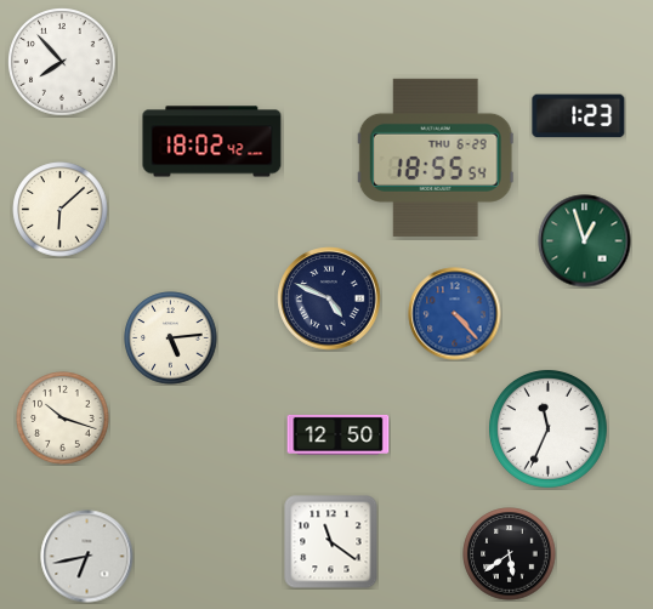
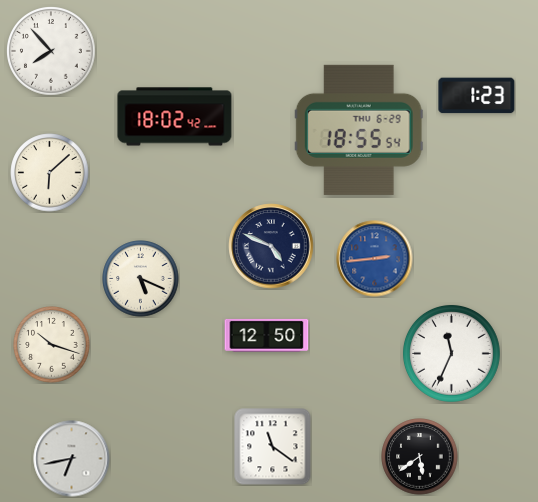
clock at (585, 241): 12:57 -> none
clock at (455, 314): 4:23 -> 2:44
clock at (171, 338): 5:14 -> 5:19
clock at (339, 434) position: (339, 434) -> (267, 335)
